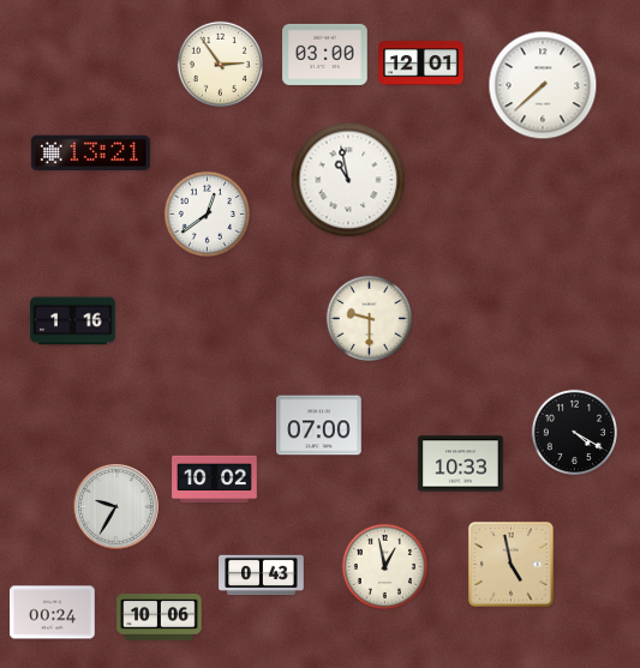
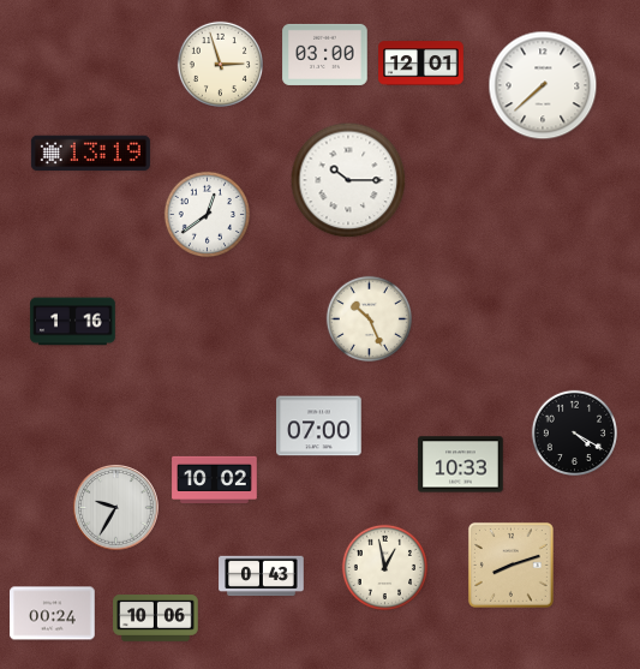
clock at (220, 64): 2:54 -> 2:57
clock at (90, 154): 13:21 -> 13:19
clock at (348, 180): 10:58 -> 10:15
clock at (369, 318): 9:30 -> 10:26
clock at (510, 564): 4:58 -> 8:12
clock at (160, 618) position: (160, 618) -> (156, 619)
